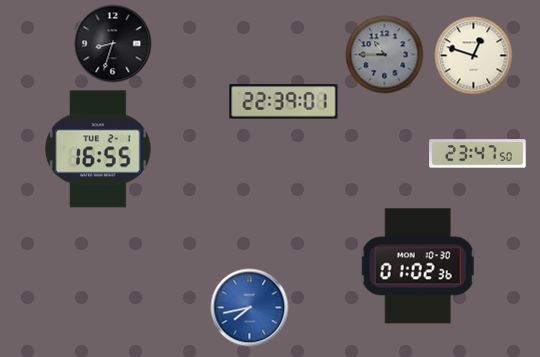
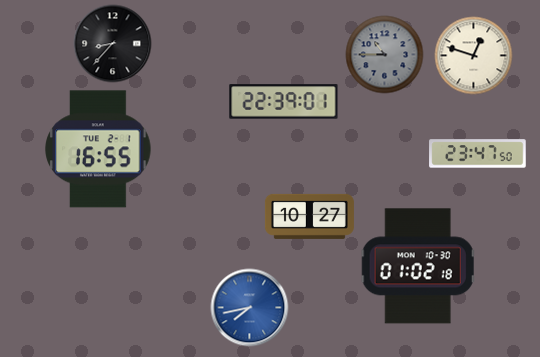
clock at (112, 43): 8:33 -> 8:37
clock at (309, 216): none -> 10:27
clock at (418, 266): 01:02:36 -> 01:02:18
